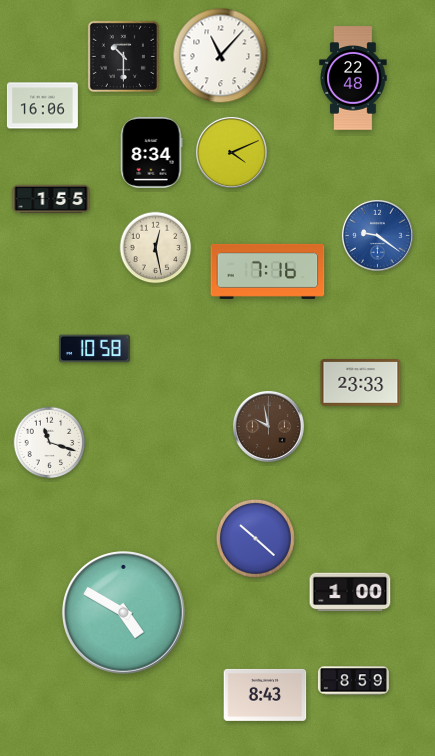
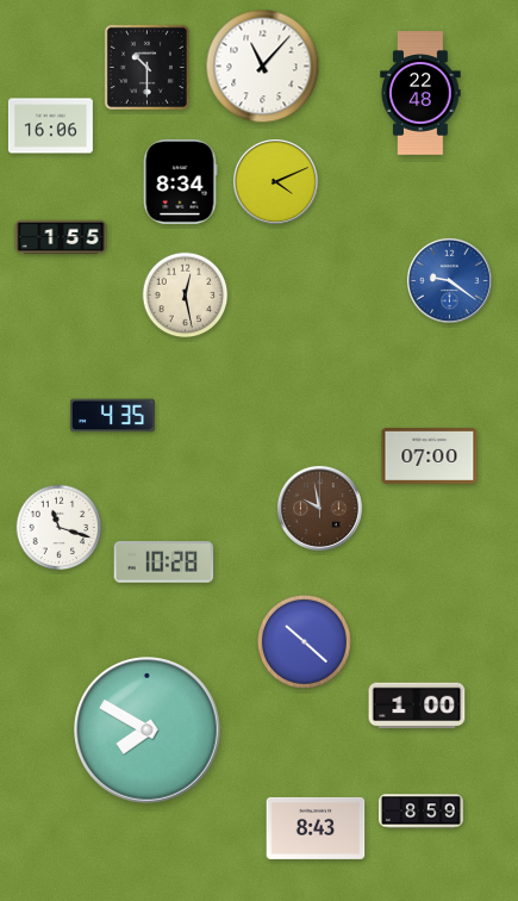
clock at (268, 271): 7:16 -> none
clock at (94, 349): 10:58 -> 4:35
clock at (361, 383): 23:33 -> 07:00
clock at (164, 563): none -> 10:28
clock at (124, 613): 4:50 -> 7:50
